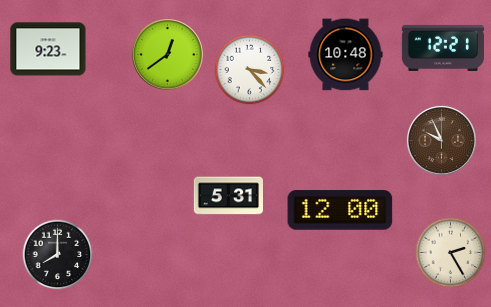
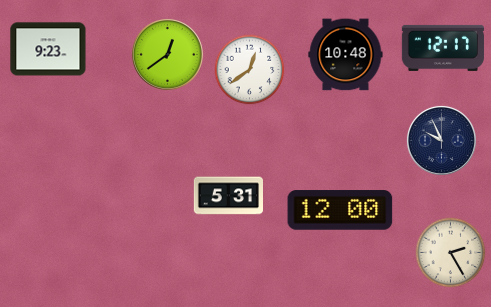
clock at (443, 48): 12:21 -> 12:17
clock at (250, 70): 3:23 -> 12:39
clock at (441, 140) dial: brown -> navy
clock at (58, 255): 8:00 -> none
